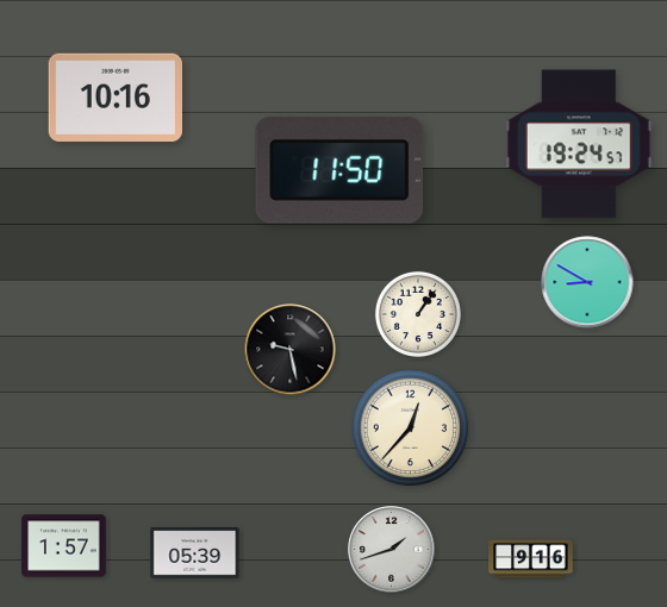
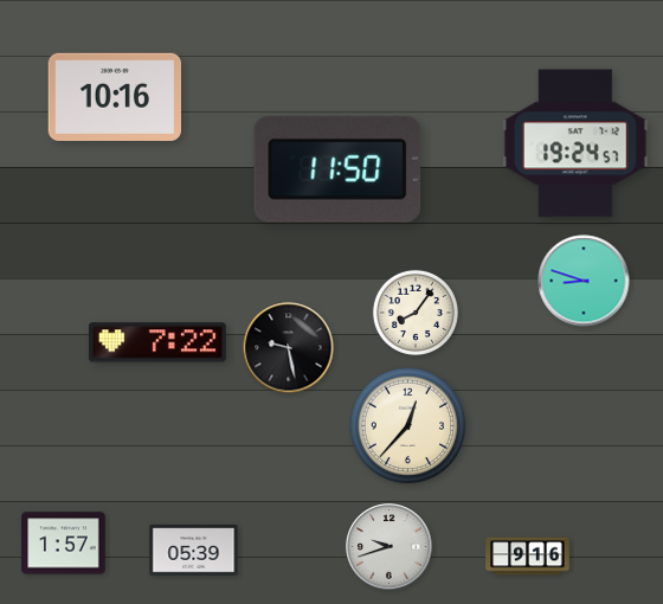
clock at (587, 282): 8:50 -> 8:48
clock at (418, 314): 1:06 -> 8:06
clock at (157, 342): none -> 7:22
clock at (392, 550): 1:42 -> 9:42
